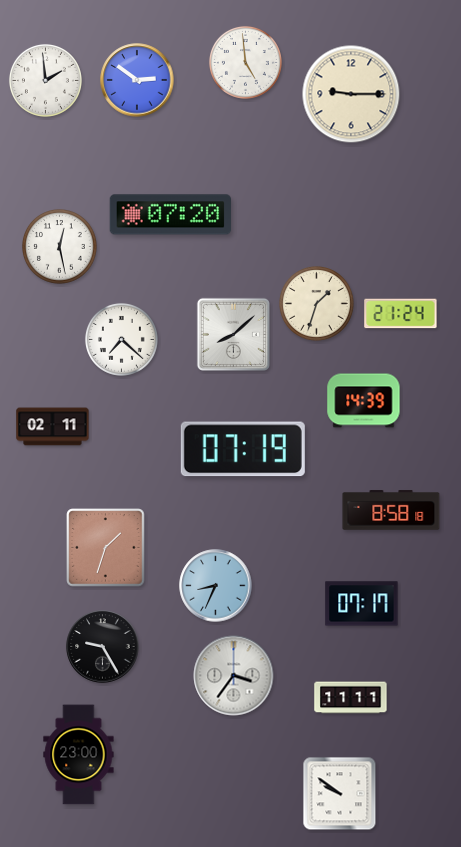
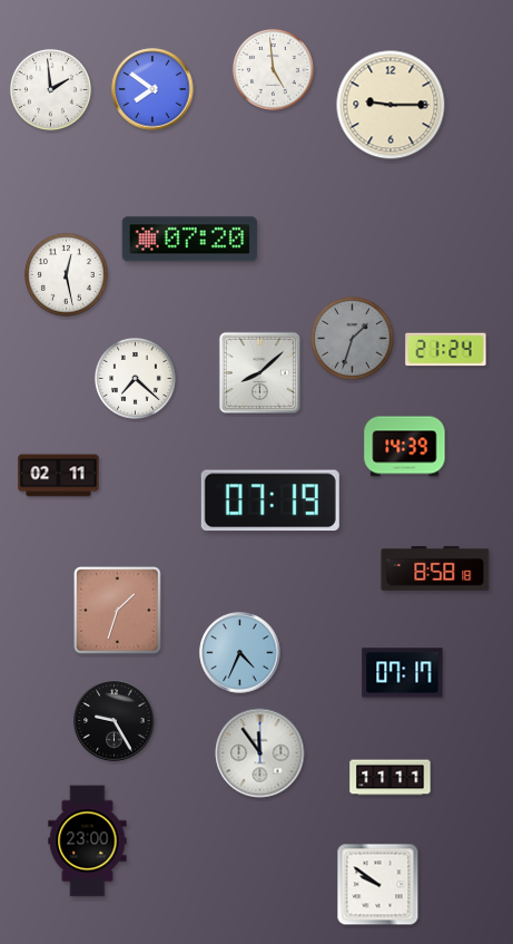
clock at (137, 80): 2:51 -> 7:51
clock at (317, 304) dial: cream -> grey
clock at (216, 586): 8:34 -> 4:34
clock at (234, 676): 3:36 -> 11:54
